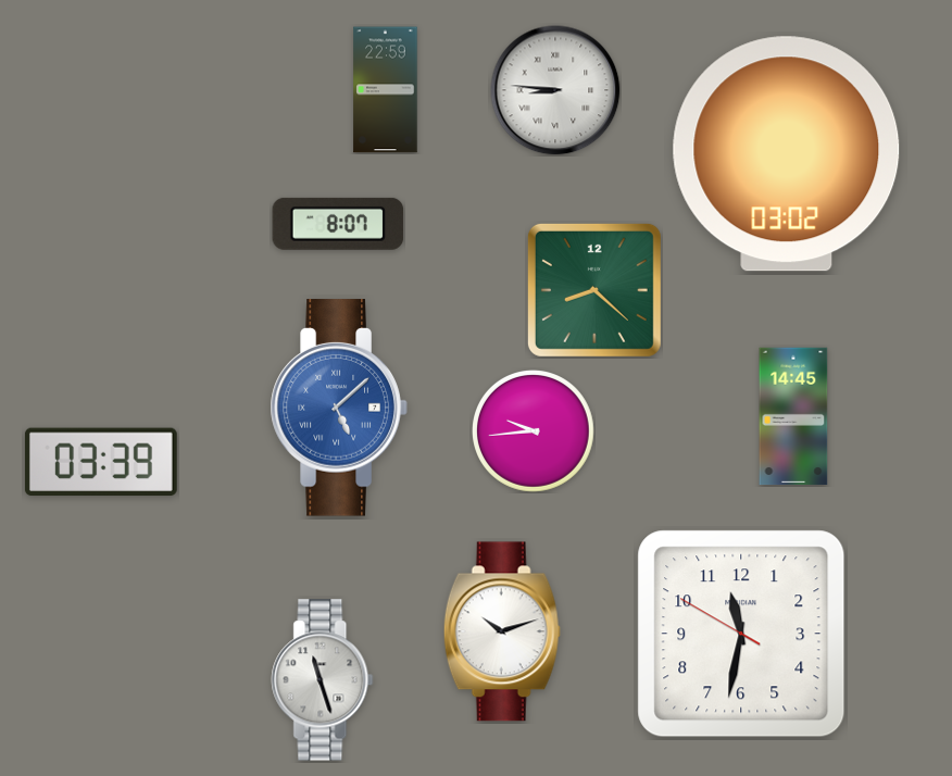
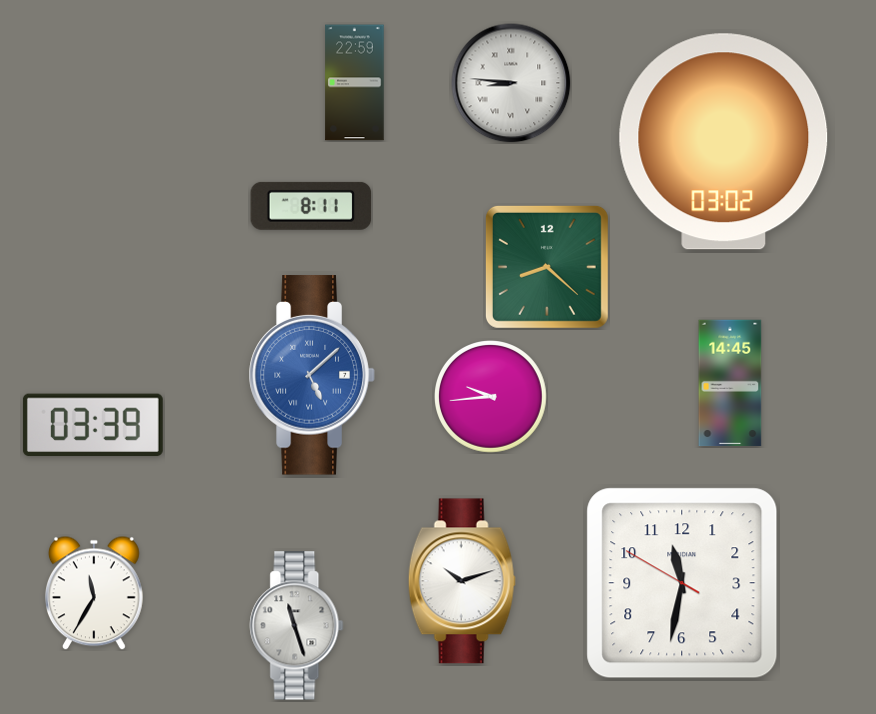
clock at (338, 224): 8:07 -> 8:11
clock at (94, 593): none -> 11:35
